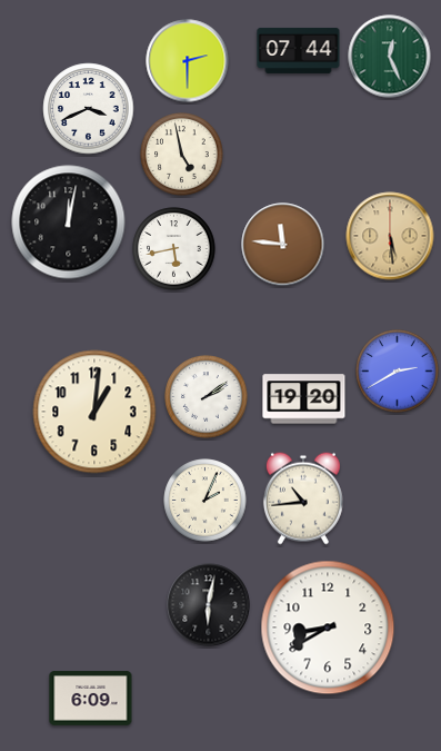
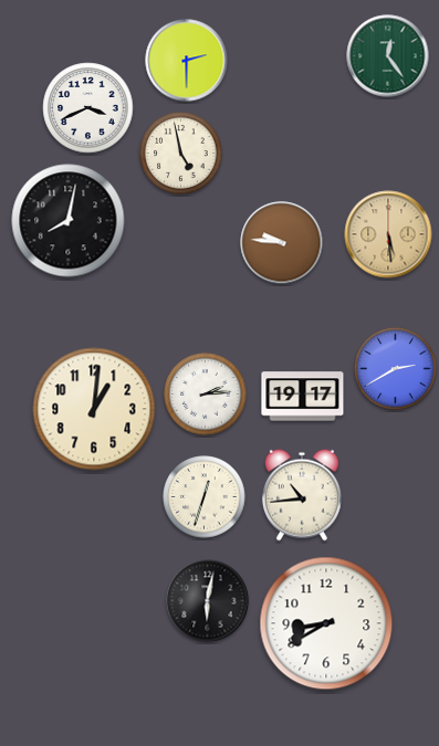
clock at (299, 50): 07:44 -> none
clock at (390, 57): 12:26 -> 12:24
clock at (69, 223): 12:02 -> 8:02
clock at (283, 245): 11:46 -> 9:46
clock at (174, 249): 5:43 -> none
clock at (207, 397): 2:09 -> 2:14
clock at (304, 399): 19:20 -> 19:17
clock at (206, 501): 2:04 -> 12:33
clock at (91, 699): 6:09 -> none
